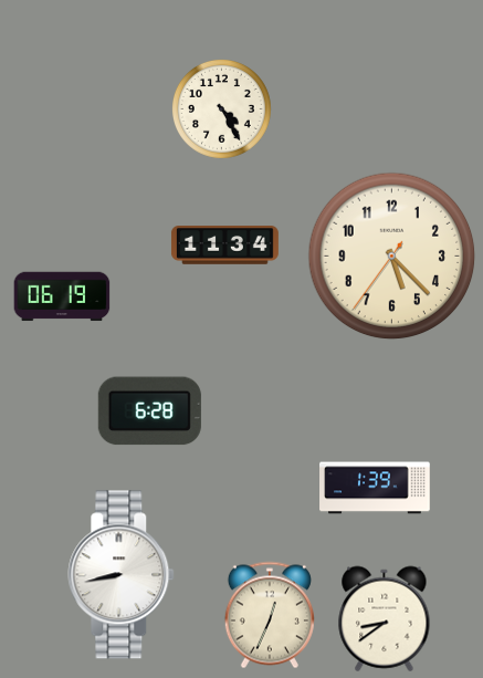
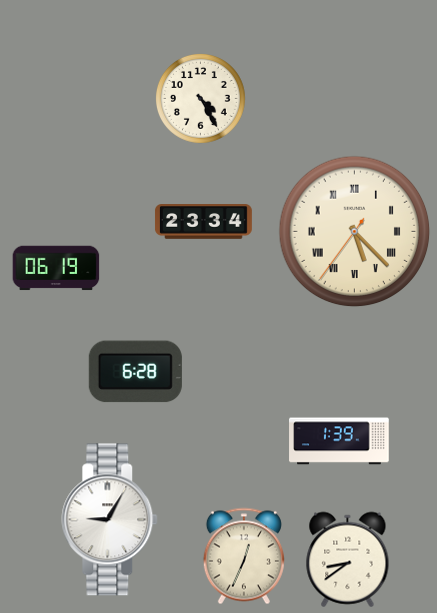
clock at (224, 246): 11:34 -> 23:34
clock at (392, 257) numerals: Arabic -> Roman
clock at (122, 575): 8:43 -> 9:05
